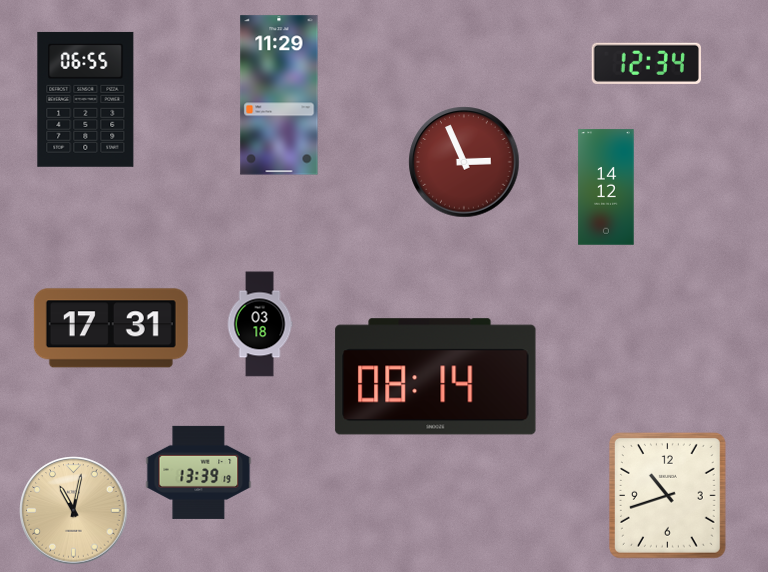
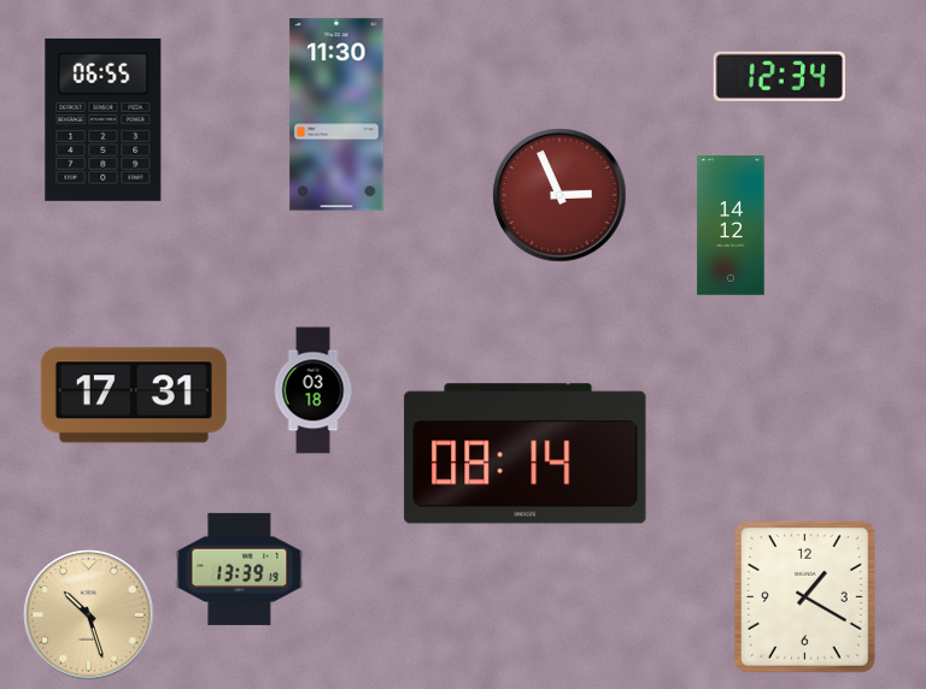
clock at (279, 95): 11:29 -> 11:30
clock at (667, 495): 10:42 -> 1:20
clock at (74, 511): 11:02 -> 10:27
